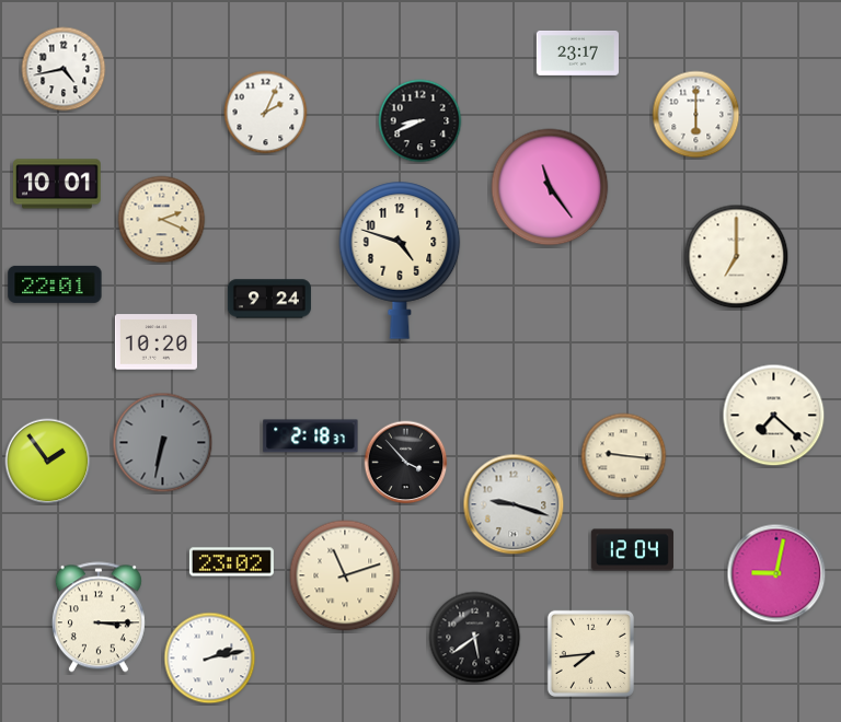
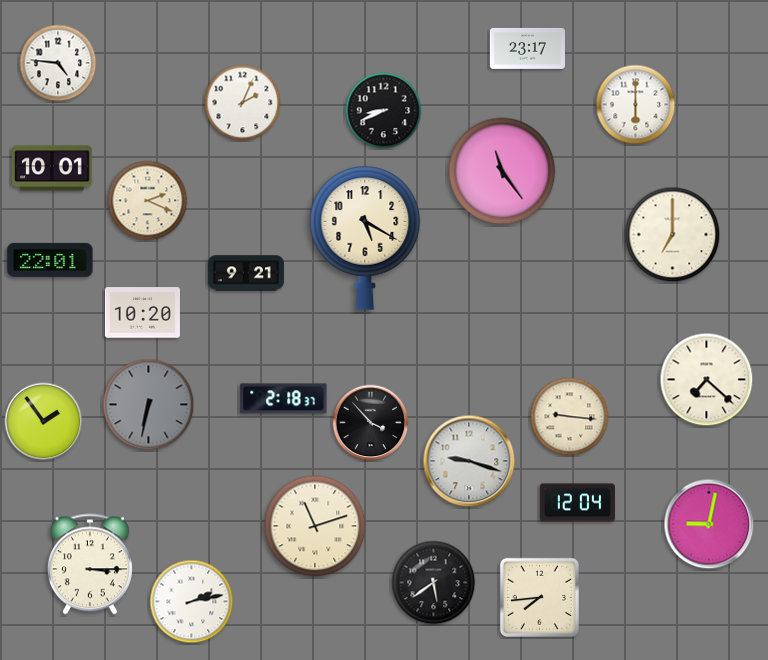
clock at (64, 69): 4:43 -> 4:46
clock at (400, 260): 4:48 -> 5:20
clock at (269, 299): 9:24 -> 9:21
clock at (231, 562): 23:02 -> none
